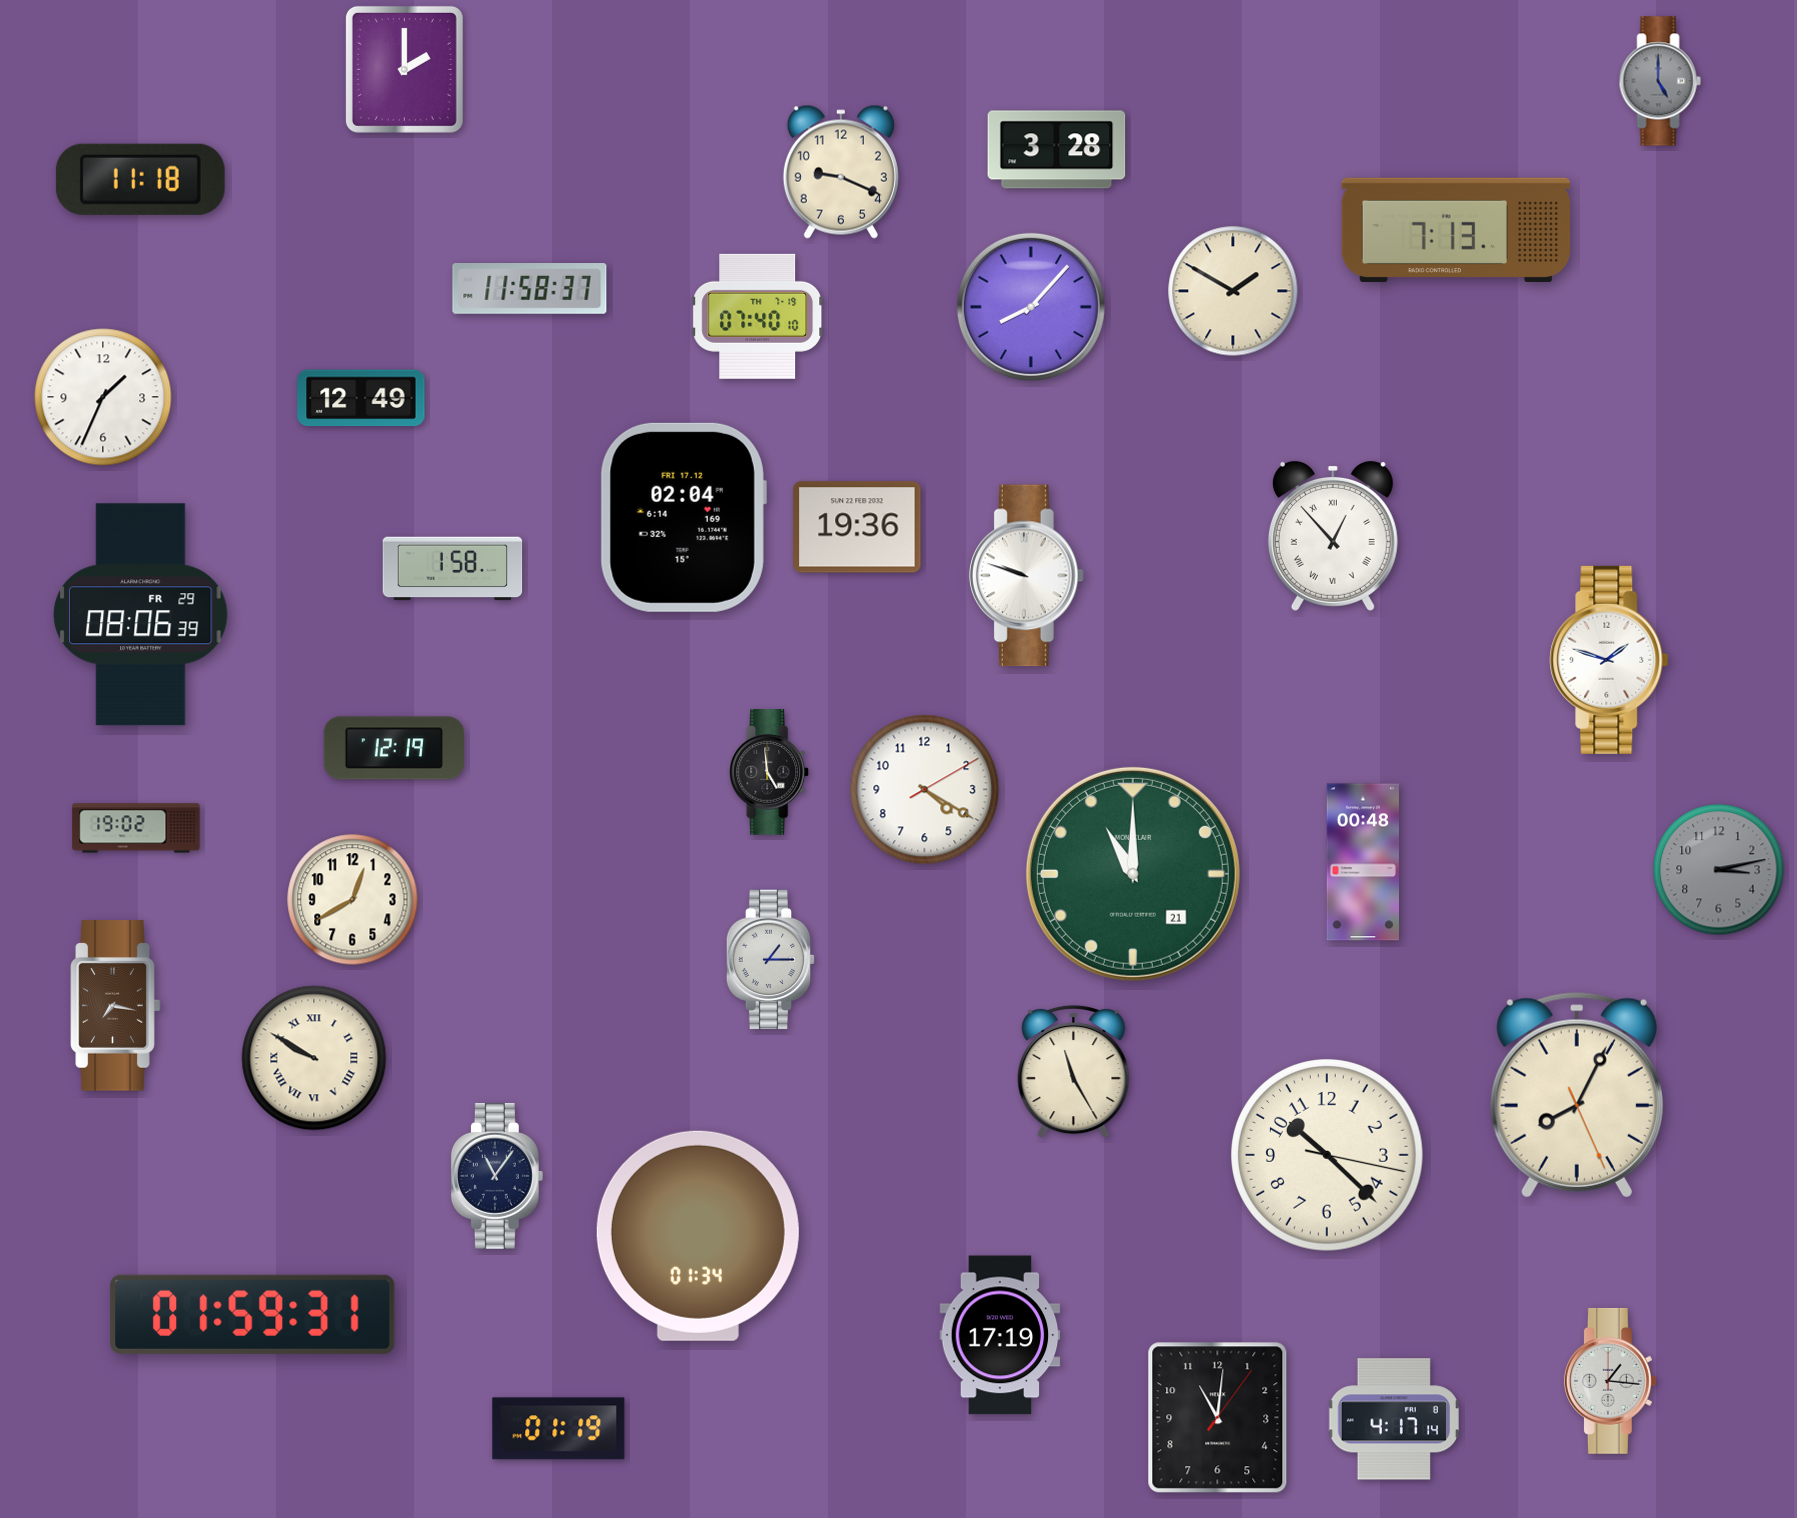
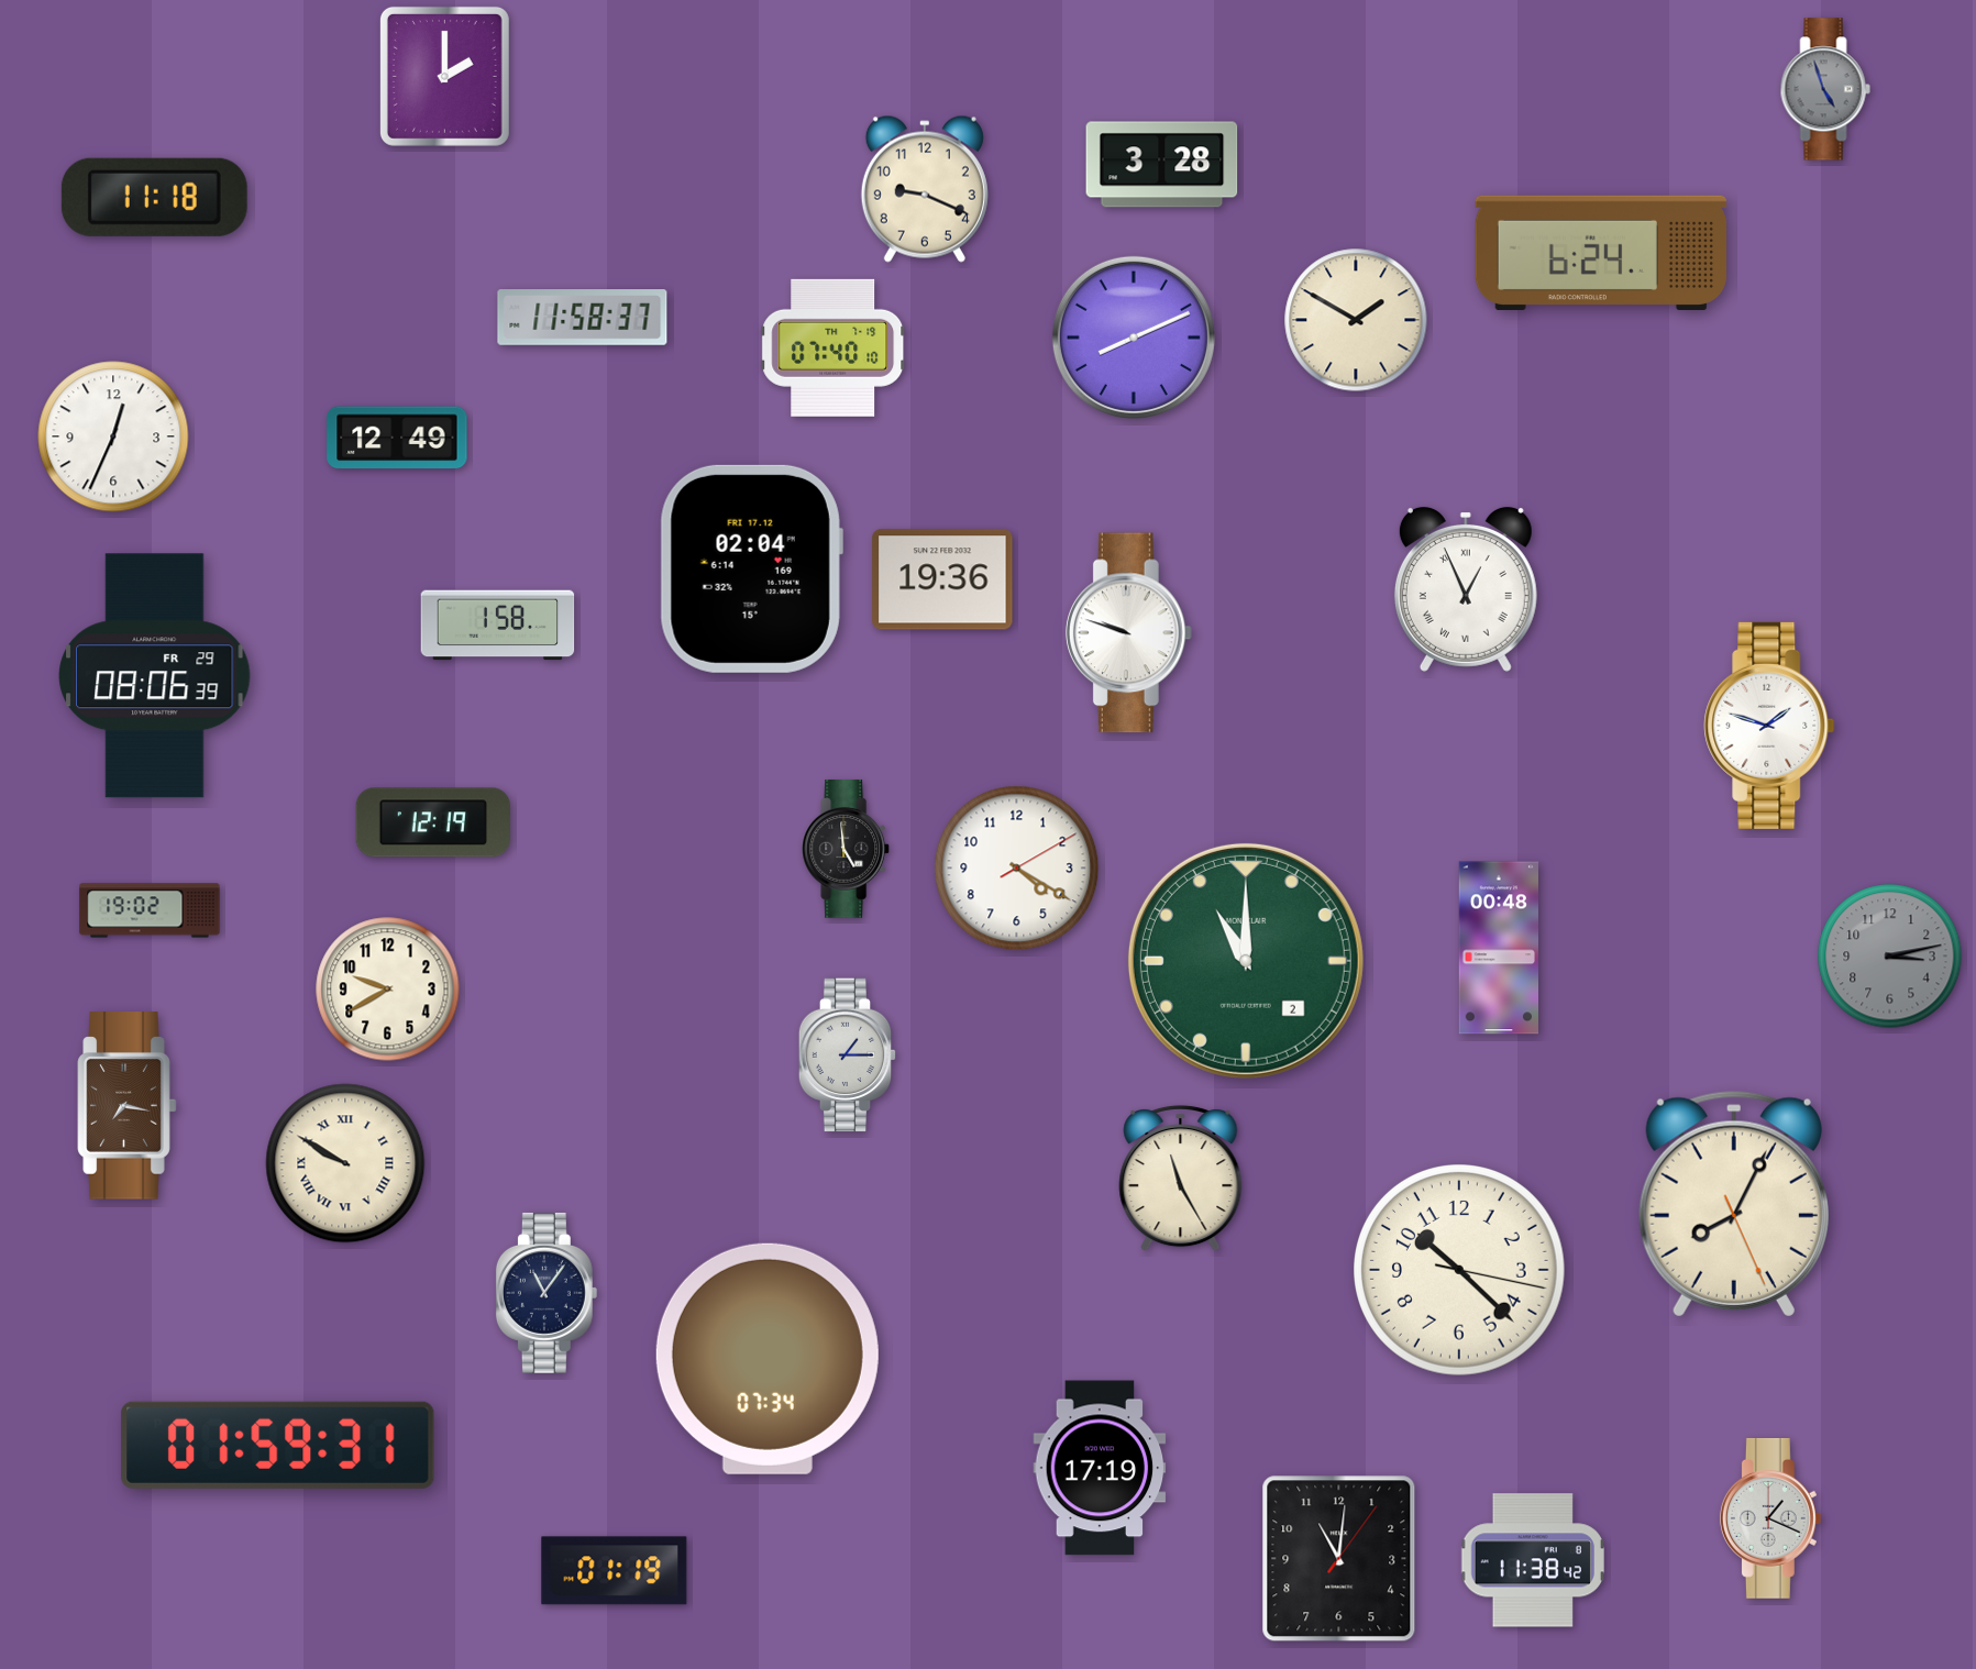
clock at (1660, 81): 5:00 -> 4:57
clock at (1455, 230): 7:13 -> 6:24
clock at (1031, 307): 8:07 -> 8:11
clock at (103, 397): 1:34 -> 12:34
clock at (1333, 536): 12:53 -> 12:56
clock at (1133, 874) date: 21 -> 2
clock at (353, 900): 12:40 -> 9:40
clock at (698, 1236): 01:34 -> 07:34
clock at (1610, 1381): 1:16 -> 1:19
clock at (1394, 1419): 4:17 -> 11:38
